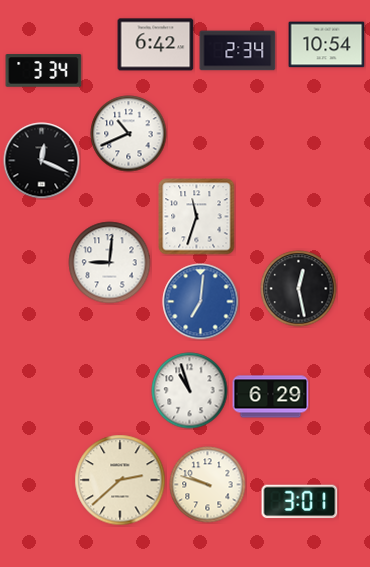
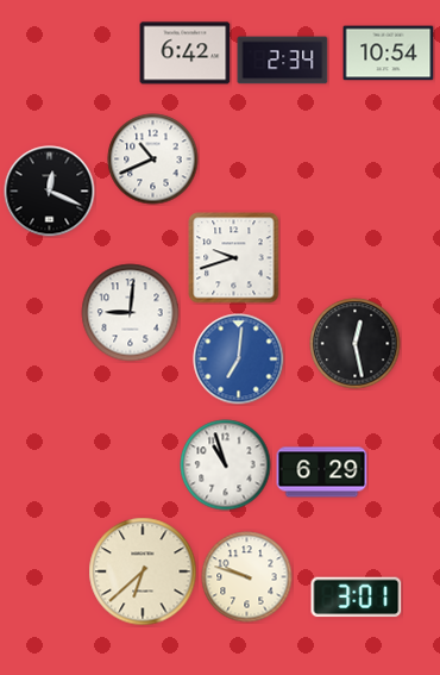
clock at (44, 71): 3:34 -> none
clock at (197, 217): 11:33 -> 9:42
clock at (120, 480): 2:38 -> 6:38
